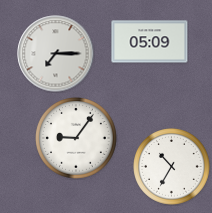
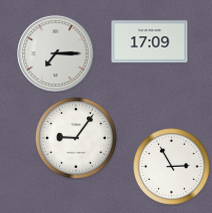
clock at (150, 42): 05:09 -> 17:09
clock at (172, 167): 10:35 -> 2:55
